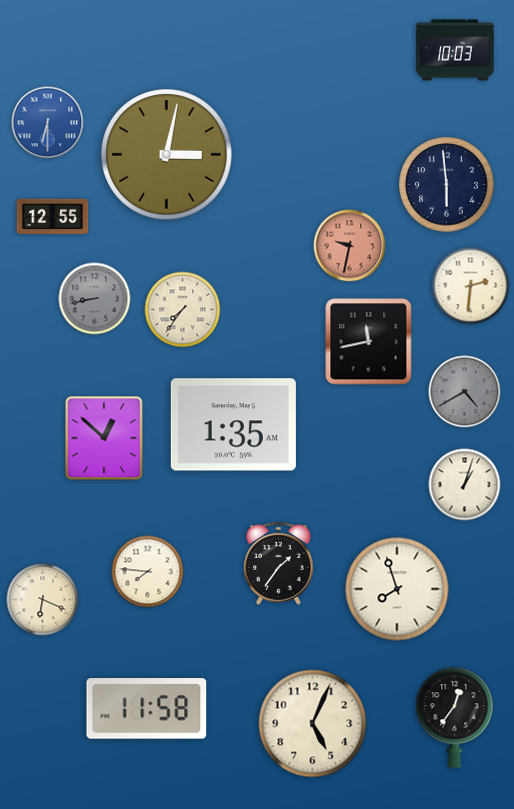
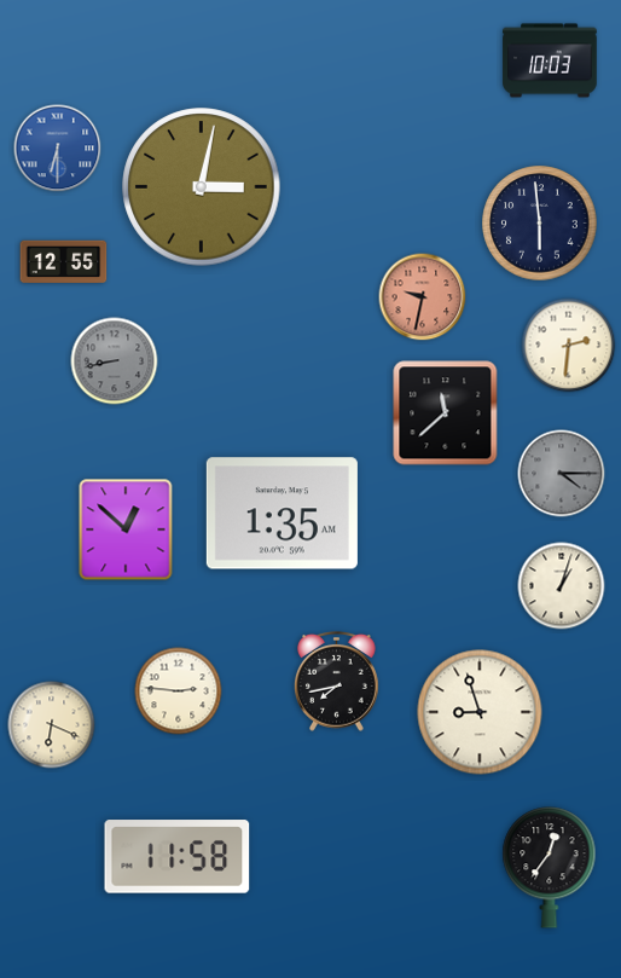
clock at (183, 310): 7:36 -> none
clock at (369, 342): 11:43 -> 11:38
clock at (465, 392): 4:40 -> 4:15
clock at (279, 563): 1:36 -> 7:43
clock at (148, 572): 7:46 -> 2:46
clock at (397, 589): 7:57 -> 8:57
clock at (313, 724): 5:04 -> none
